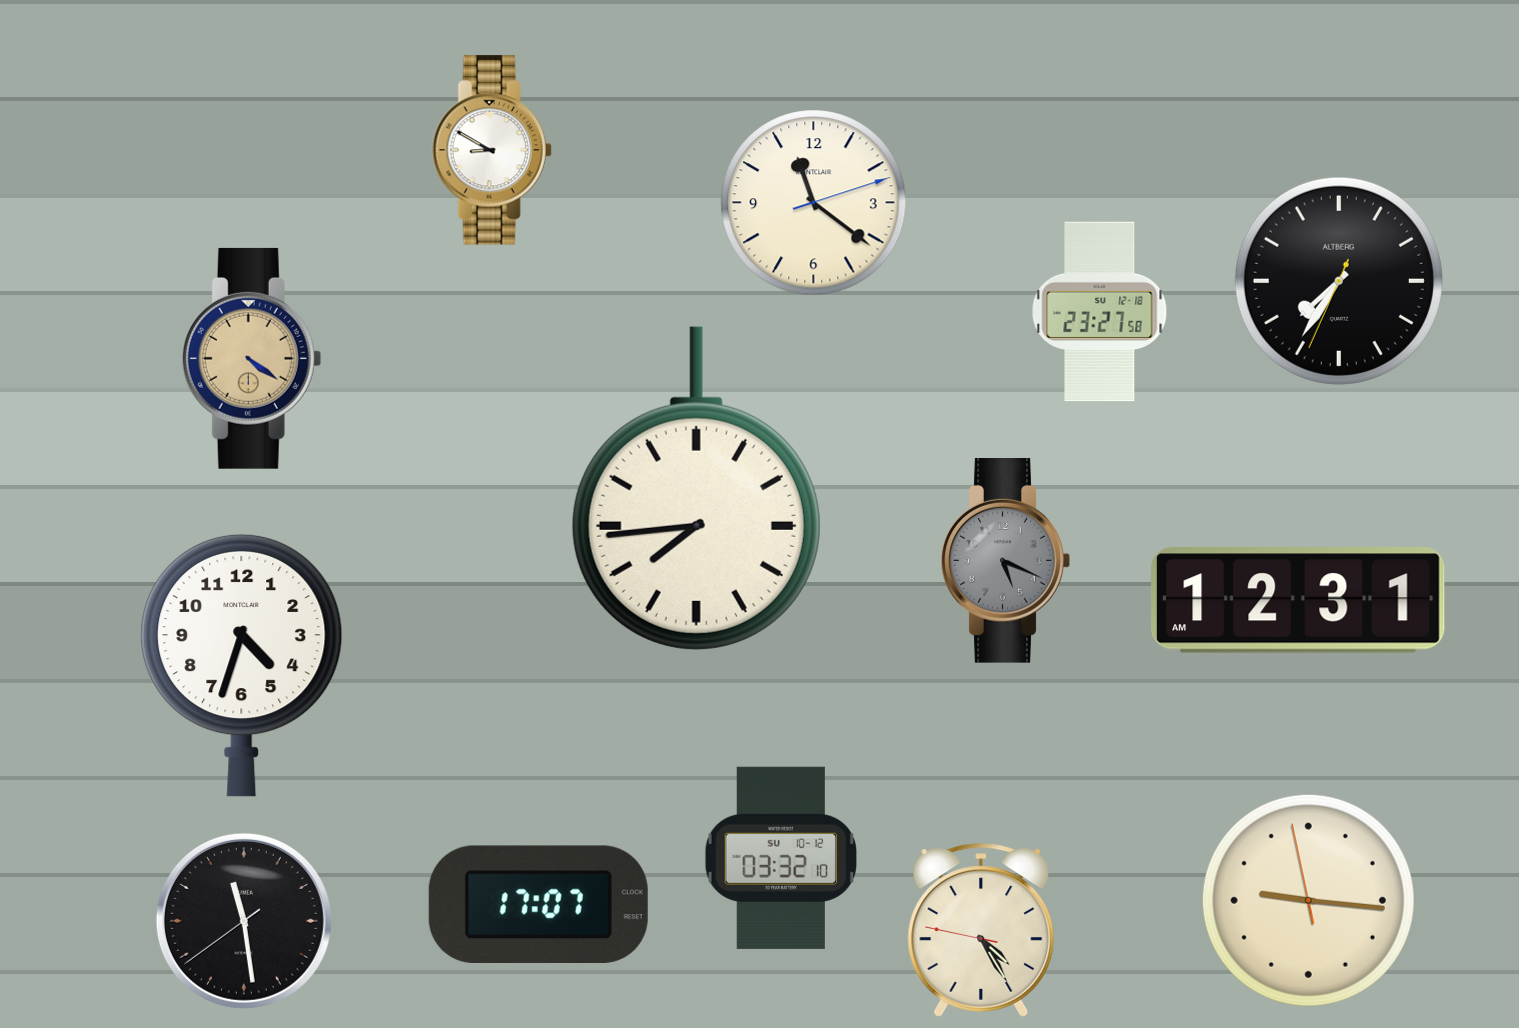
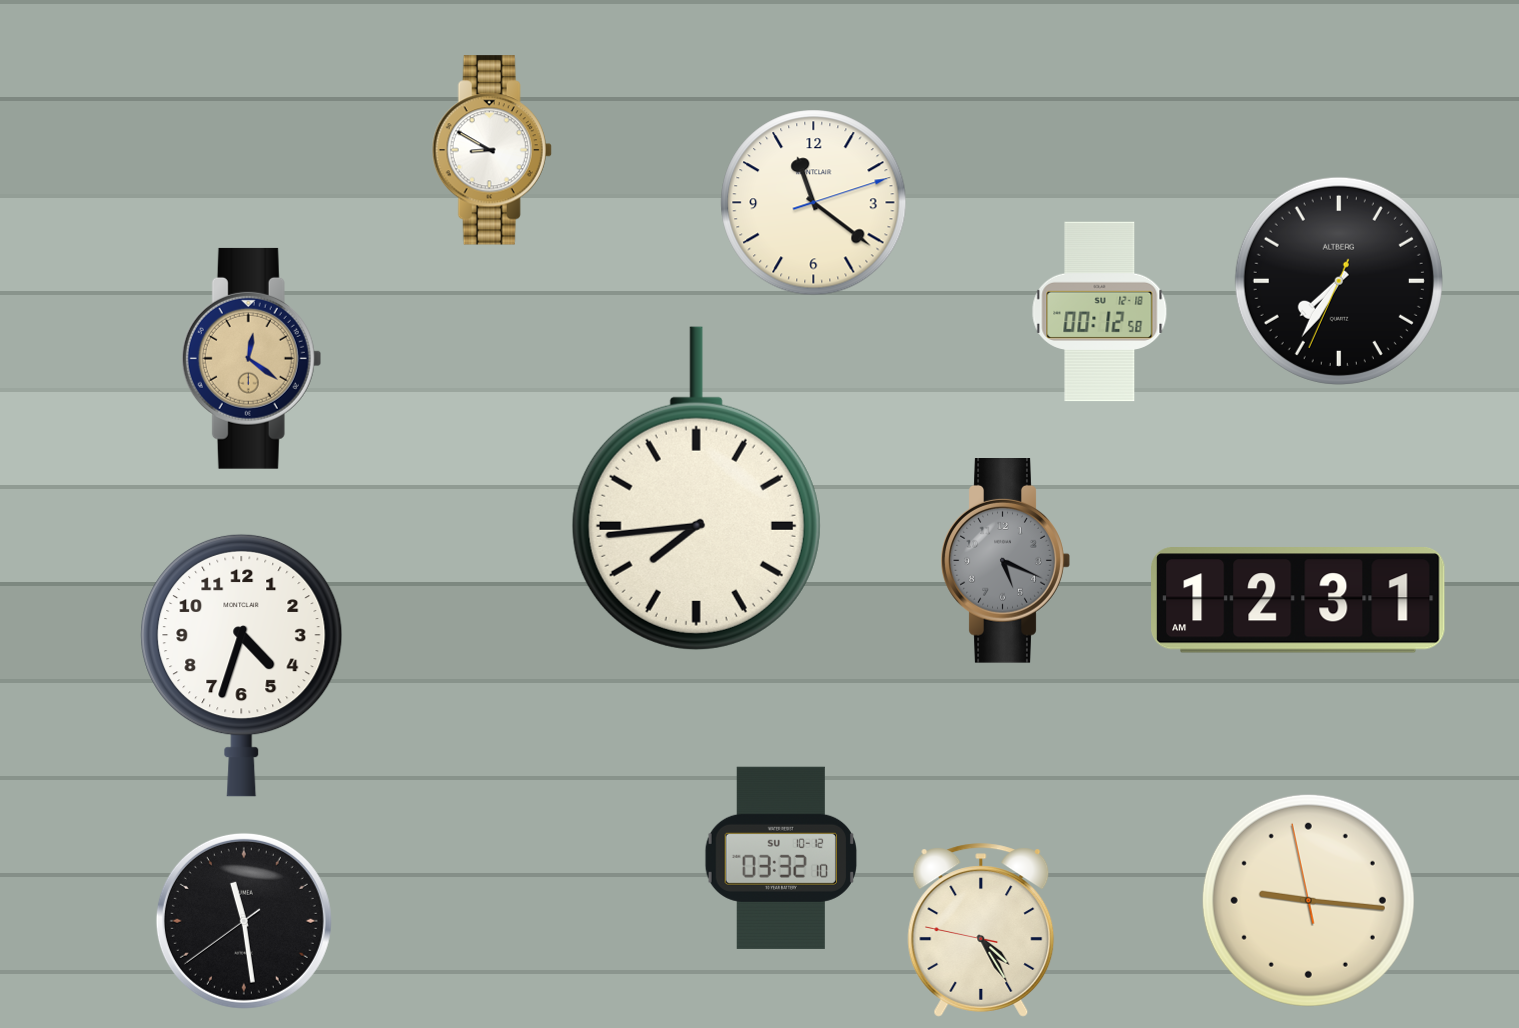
clock at (1100, 312): 23:27 -> 00:12
clock at (252, 358): 4:21 -> 12:21
clock at (538, 904): 17:07 -> none
